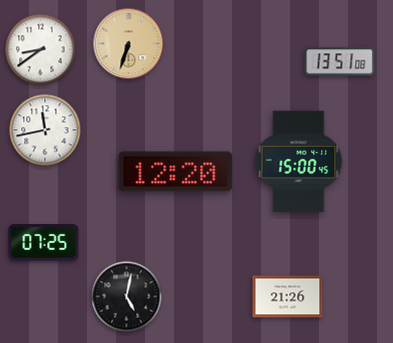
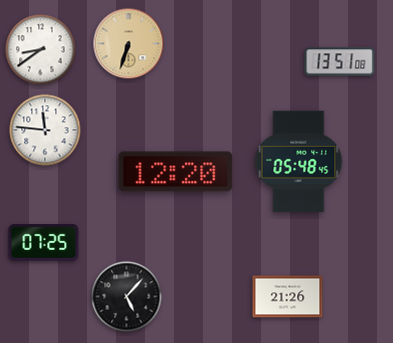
clock at (45, 130): 11:43 -> 11:46
clock at (299, 162): 15:00 -> 05:48
clock at (127, 297): 5:02 -> 5:07
